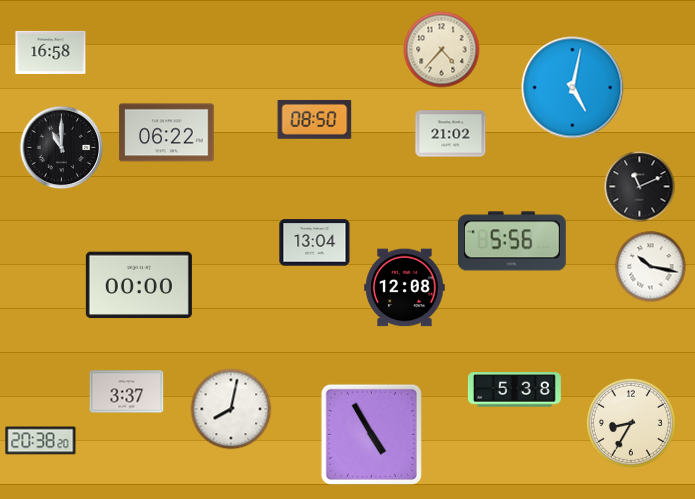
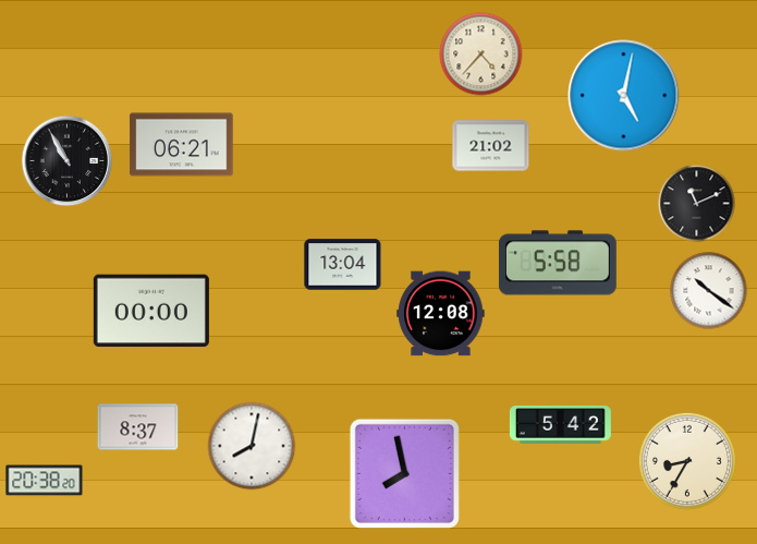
clock at (51, 52): 16:58 -> none
clock at (315, 119): 08:50 -> none
clock at (167, 133): 06:22 -> 06:21
clock at (62, 148): 11:00 -> 10:55
clock at (512, 241): 5:56 -> 5:58
clock at (651, 267): 10:17 -> 10:21
clock at (514, 390): 5:38 -> 5:42
clock at (127, 392): 3:37 -> 8:37
clock at (371, 434): 4:55 -> 7:58
